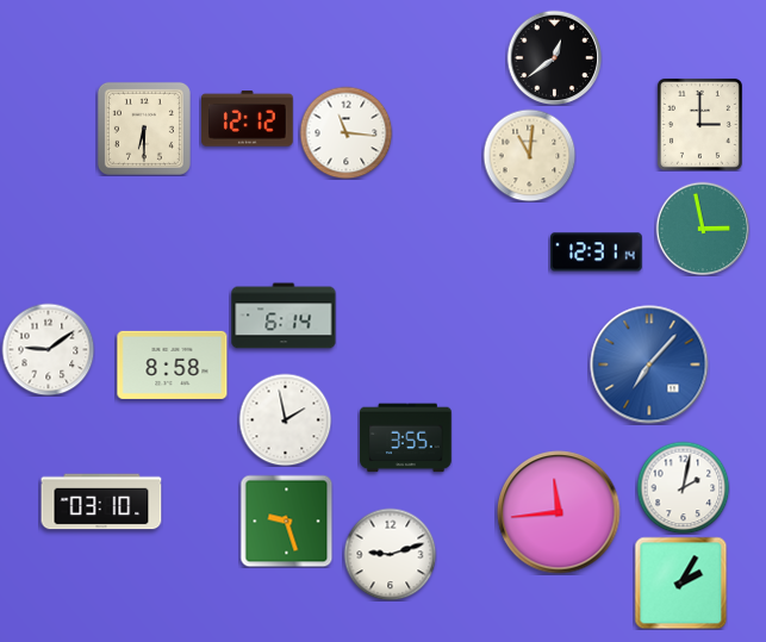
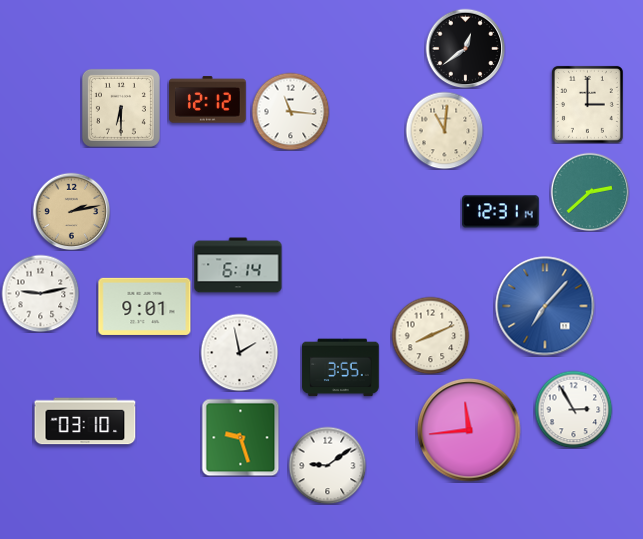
clock at (703, 229): 2:58 -> 2:38
clock at (71, 211): none -> 2:13
clock at (48, 349): 9:09 -> 9:13
clock at (173, 364): 8:58 -> 9:01
clock at (430, 335): none -> 8:11
clock at (683, 487): 2:02 -> 2:55
clock at (390, 554): 9:12 -> 9:09
clock at (680, 582): 2:05 -> none
